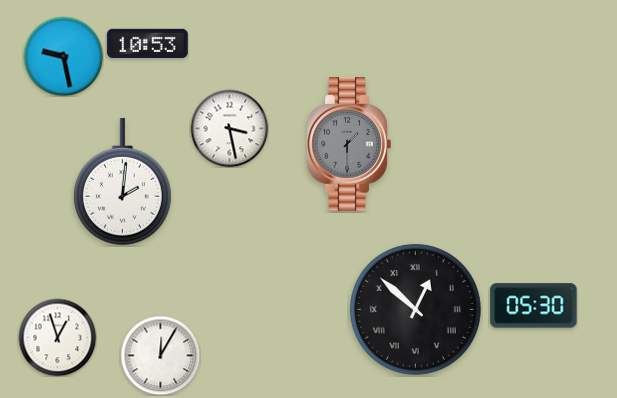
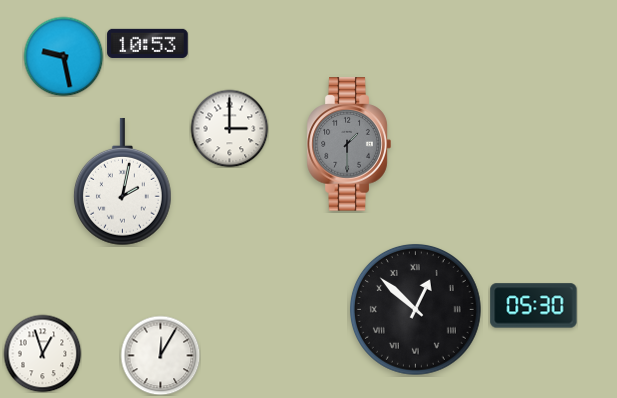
clock at (229, 128): 3:28 -> 3:00
clock at (122, 182): 2:01 -> 2:02
clock at (57, 337) position: (57, 337) -> (42, 353)
